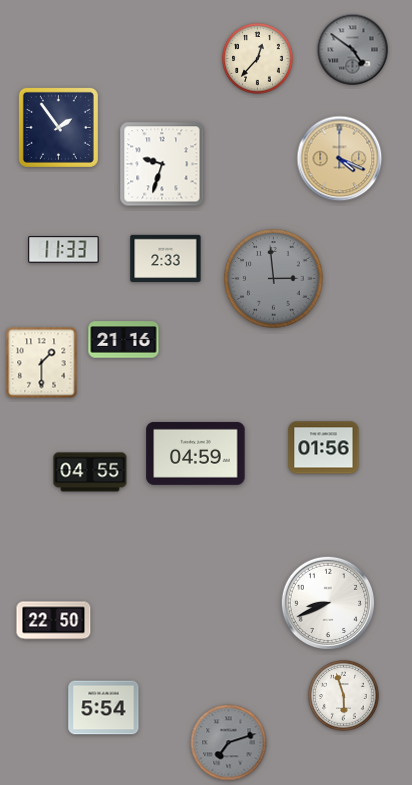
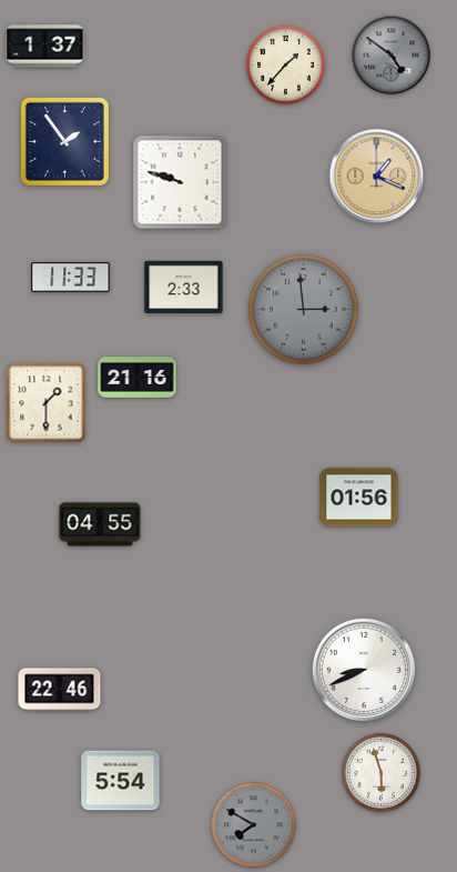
clock at (45, 47): none -> 1:37
clock at (258, 59): 12:37 -> 1:37
clock at (340, 159): 4:19 -> 1:19
clock at (162, 164): 9:33 -> 9:48
clock at (196, 453): 04:59 -> none
clock at (54, 621): 22:50 -> 22:46
clock at (104, 708) position: (104, 708) -> (121, 781)
clock at (229, 743): 7:12 -> 7:50
